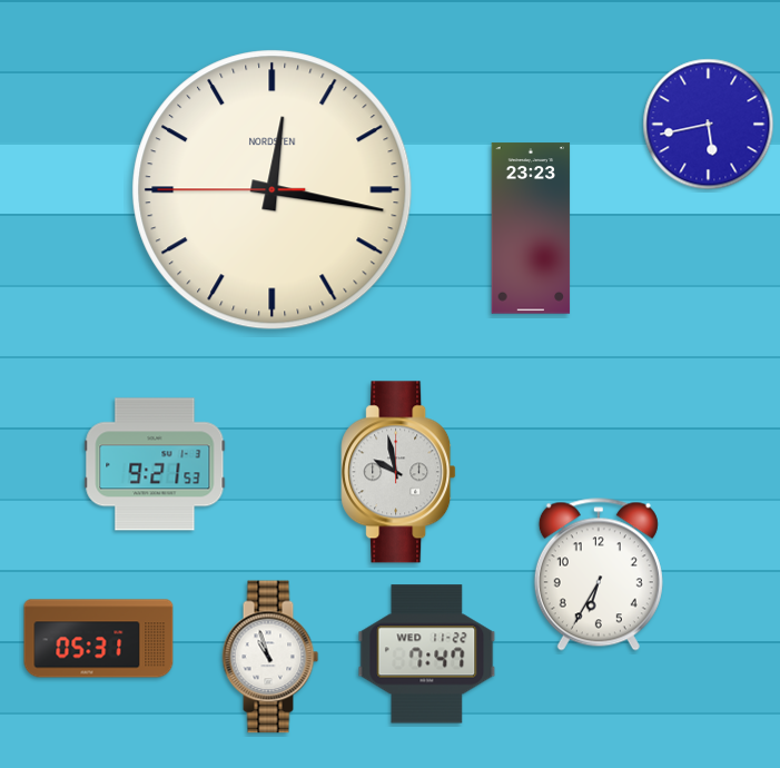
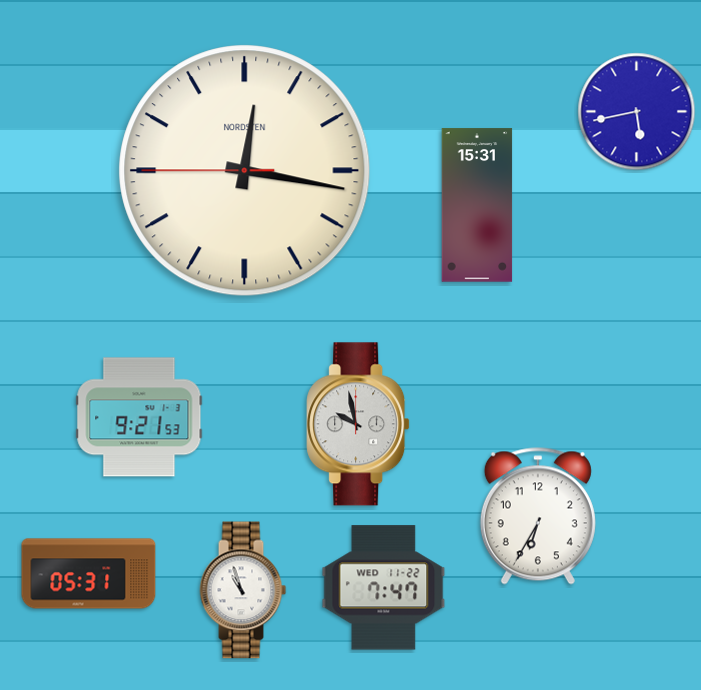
clock at (531, 228): 23:23 -> 15:31
